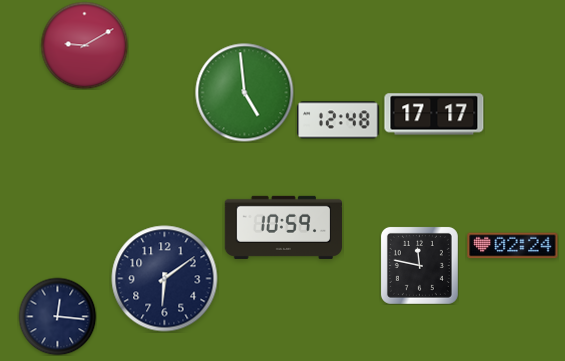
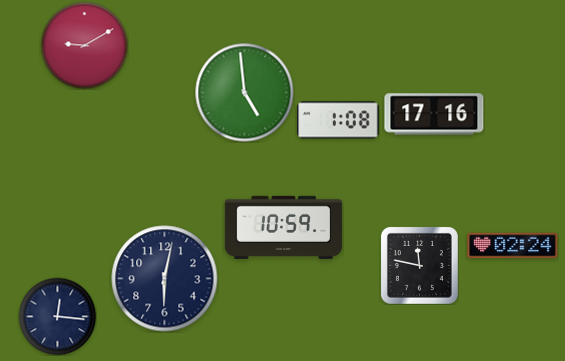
clock at (434, 114): 17:17 -> 17:16
clock at (338, 120): 12:48 -> 1:08
clock at (165, 279): 6:09 -> 6:02
